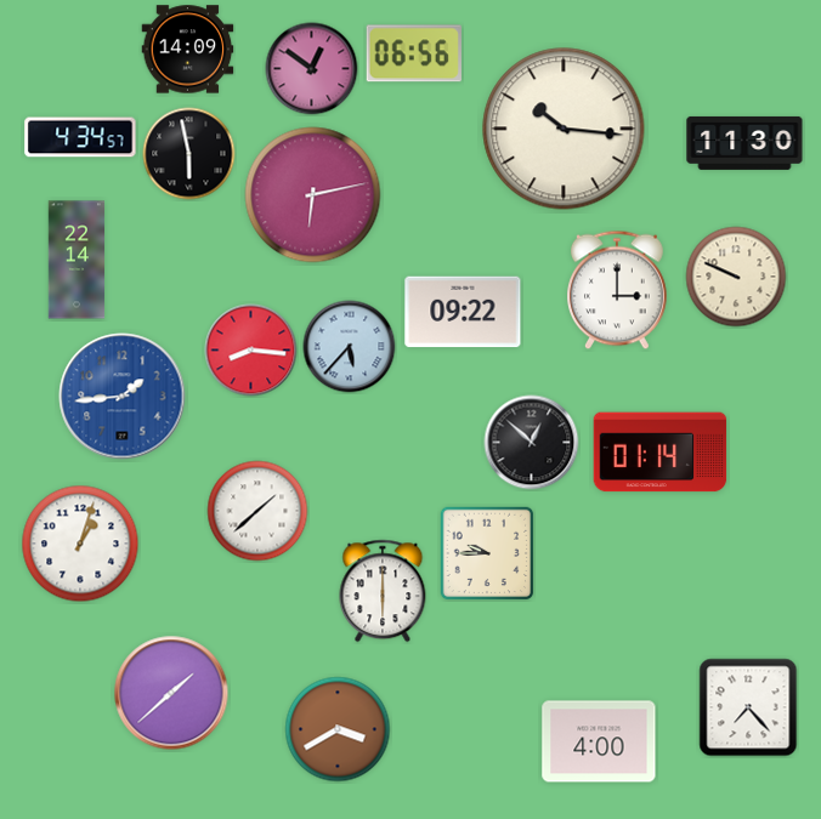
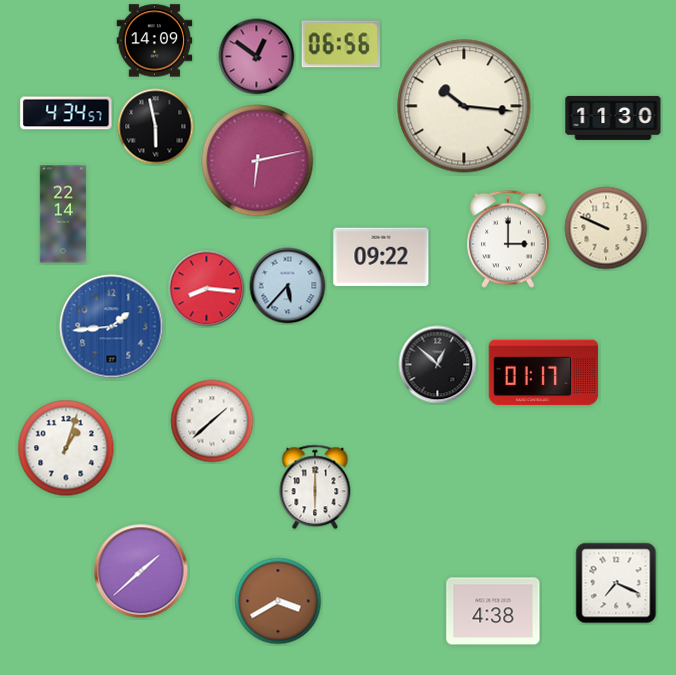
clock at (123, 397) position: (123, 397) -> (112, 327)
clock at (661, 453): 01:14 -> 01:17
clock at (487, 553): 9:45 -> none
clock at (748, 707): 7:23 -> 7:19
clock at (599, 741): 4:00 -> 4:38
